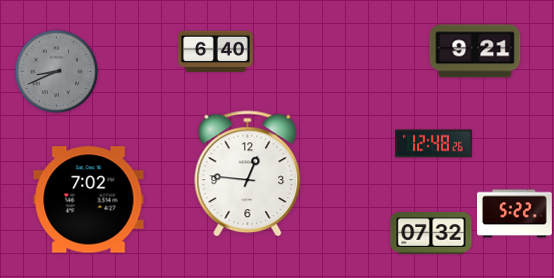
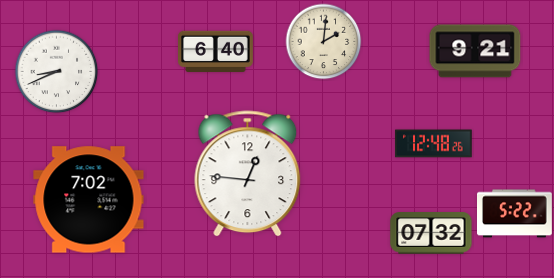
clock at (324, 42): none -> 2:01
clock at (57, 72) dial: grey -> white
